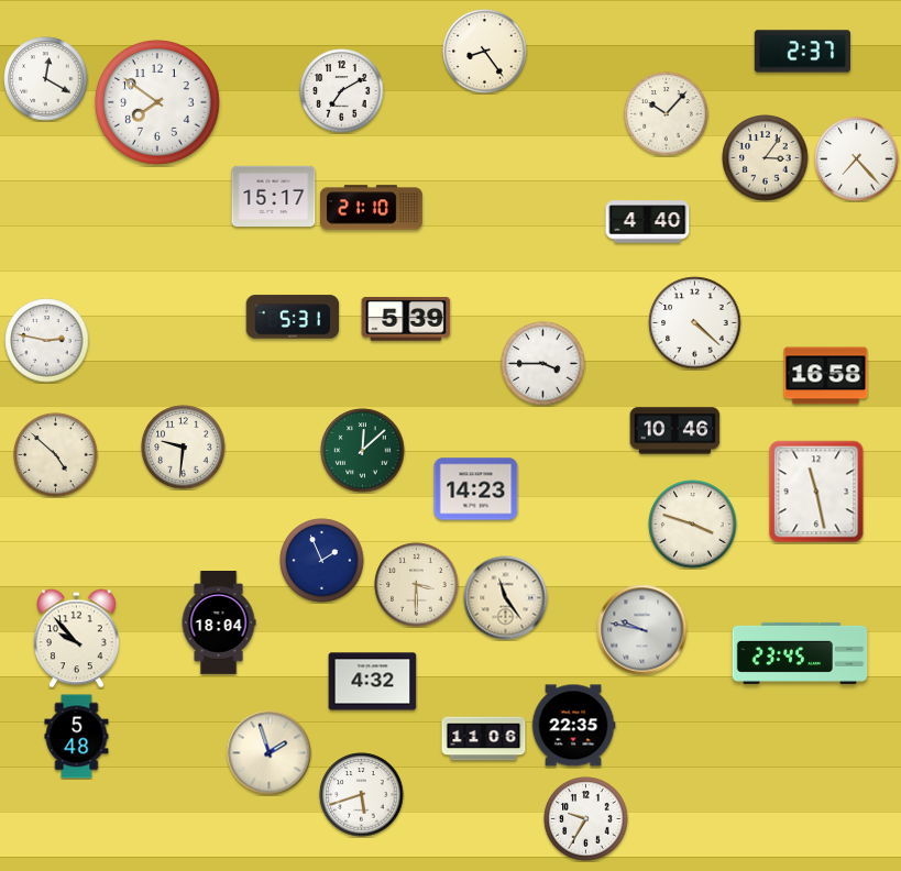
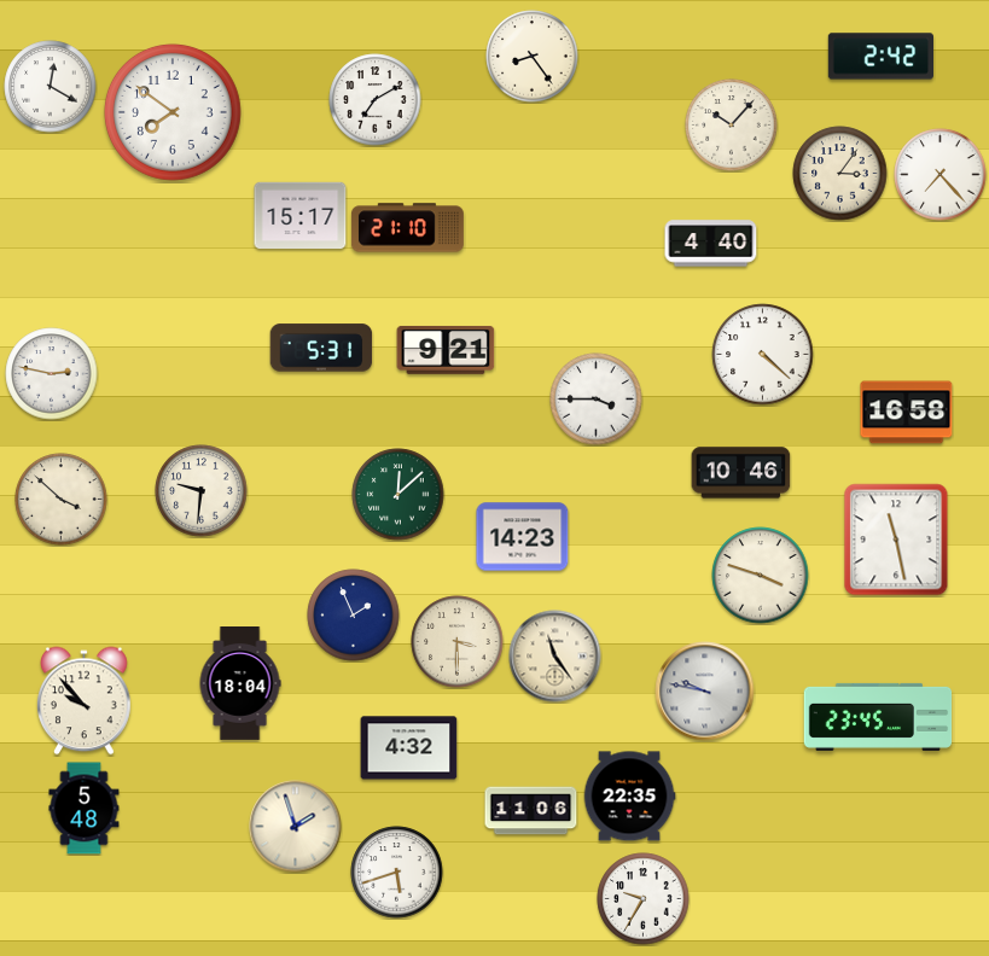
clock at (802, 52): 2:37 -> 2:42
clock at (406, 319): 5:39 -> 9:21
clock at (56, 455): 4:52 -> 3:52
